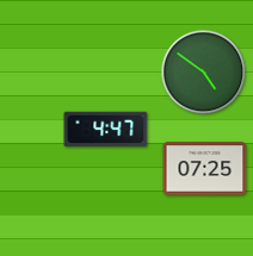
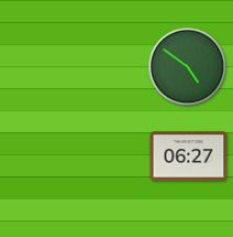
clock at (106, 130): 4:47 -> none
clock at (205, 169): 07:25 -> 06:27
